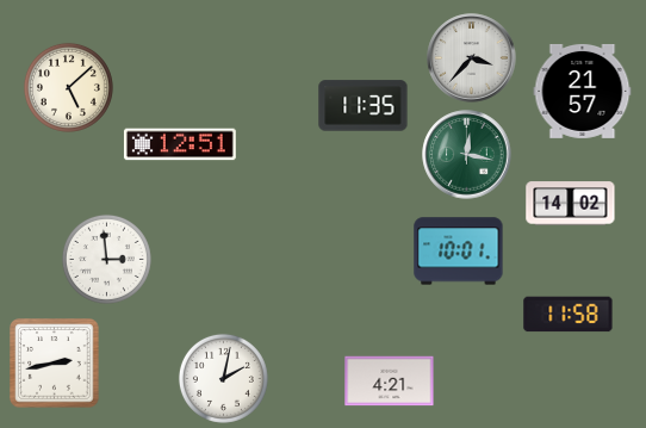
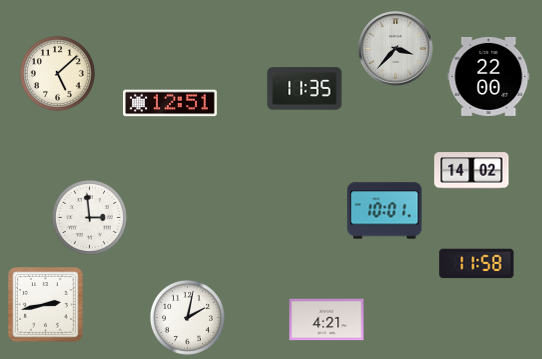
clock at (583, 91): 21:57 -> 22:00
clock at (180, 144) position: (180, 144) -> (170, 103)
clock at (467, 155): 12:17 -> none
clock at (571, 204) position: (571, 204) -> (472, 171)
